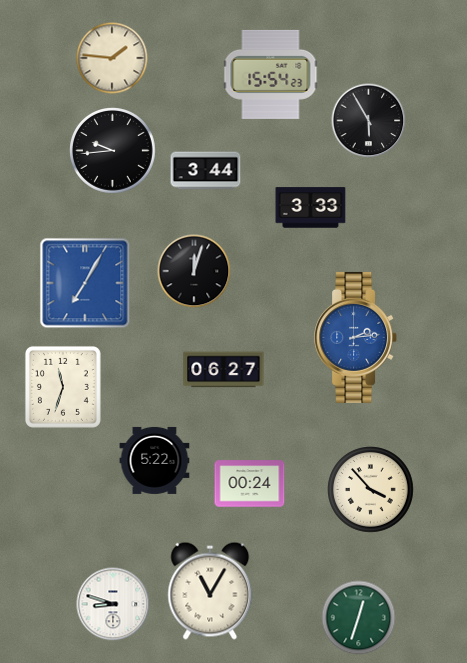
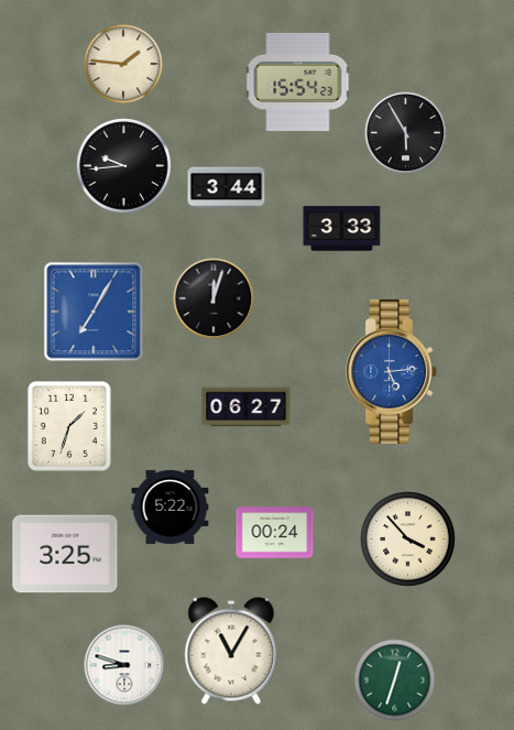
clock at (356, 337): 2:14 -> 5:14
clock at (63, 387): 11:33 -> 1:33
clock at (65, 554): none -> 3:25
